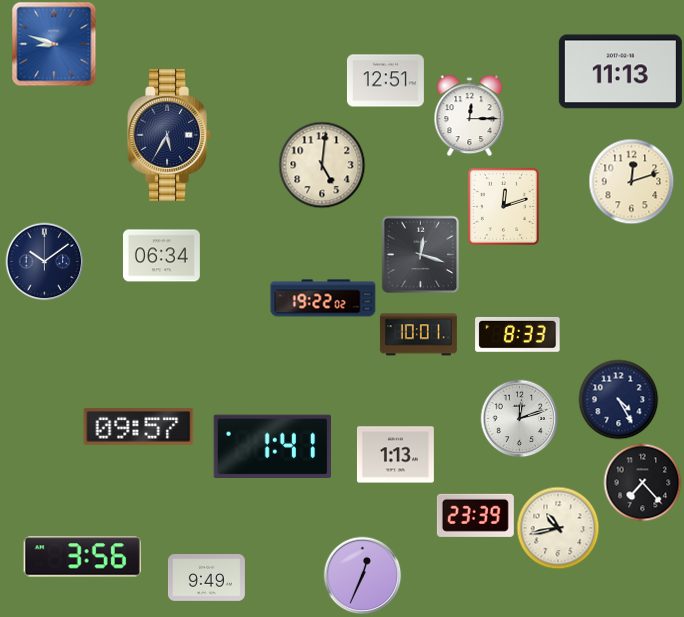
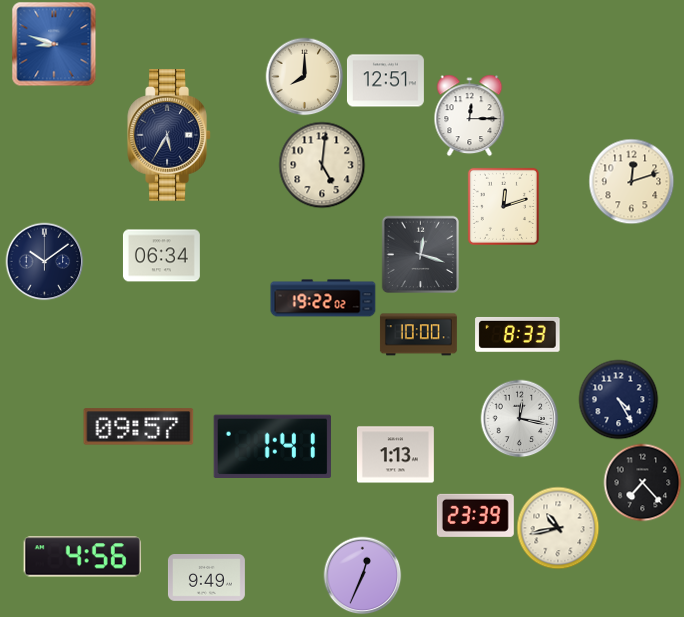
clock at (620, 72): 11:13 -> none
clock at (304, 76): none -> 8:00
clock at (418, 335): 10:01 -> 10:00
clock at (519, 418): 12:12 -> 12:17
clock at (82, 557): 3:56 -> 4:56
